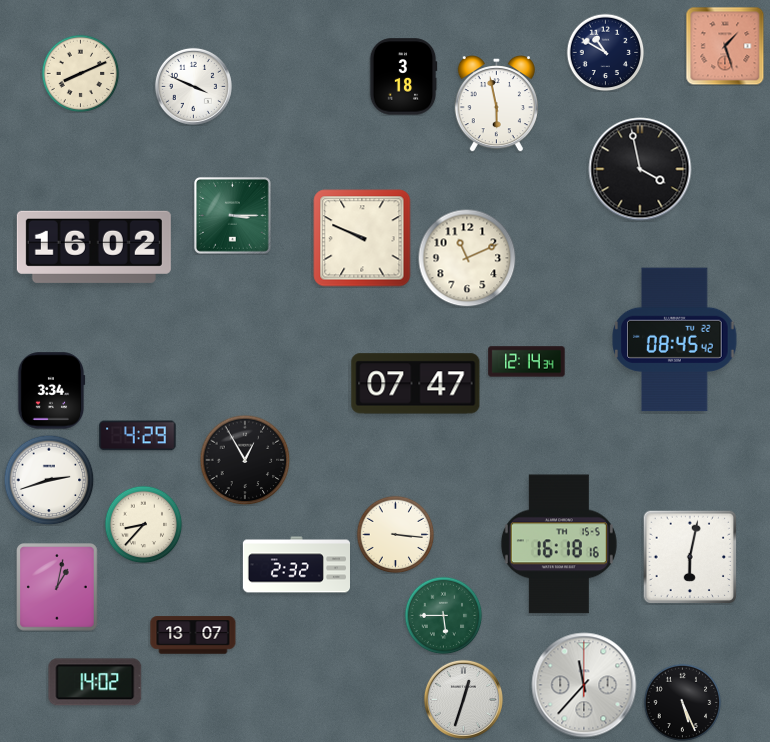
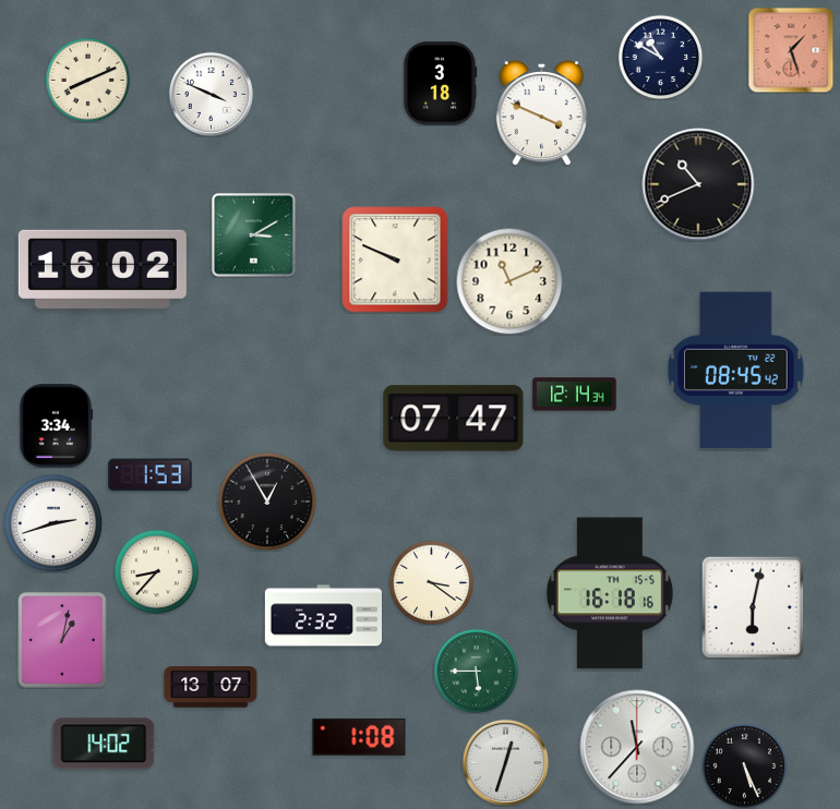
clock at (496, 104): 5:58 -> 3:49
clock at (640, 169): 3:58 -> 10:41
clock at (233, 216): 3:15 -> 3:10
clock at (138, 436): 4:29 -> 1:53
clock at (395, 534): 3:16 -> 3:21
clock at (443, 615) position: (443, 615) -> (476, 671)
clock at (193, 635) position: (193, 635) -> (211, 687)
clock at (359, 737): none -> 1:08
